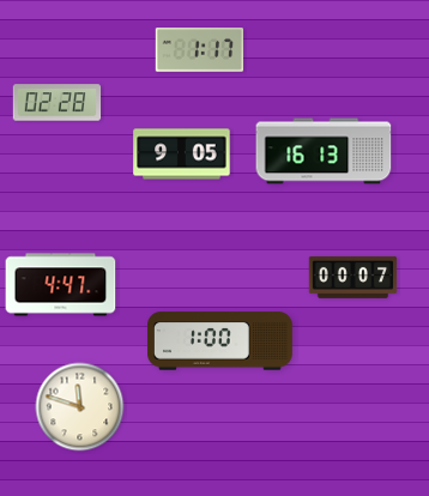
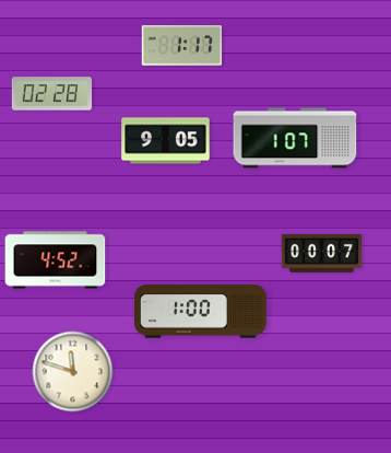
clock at (324, 151): 16:13 -> 1:07
clock at (61, 285): 4:47 -> 4:52
